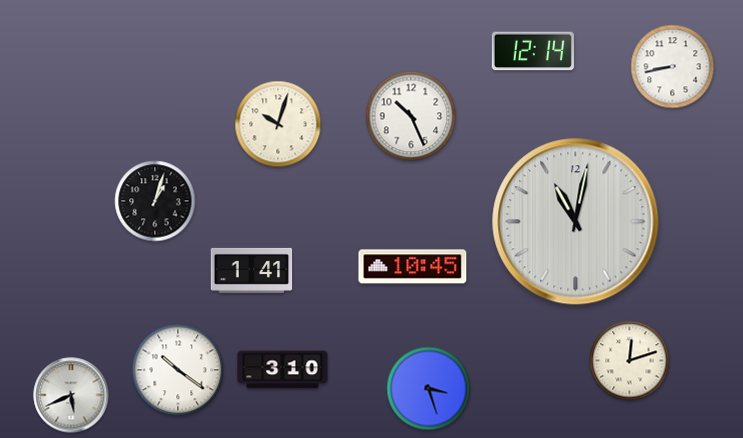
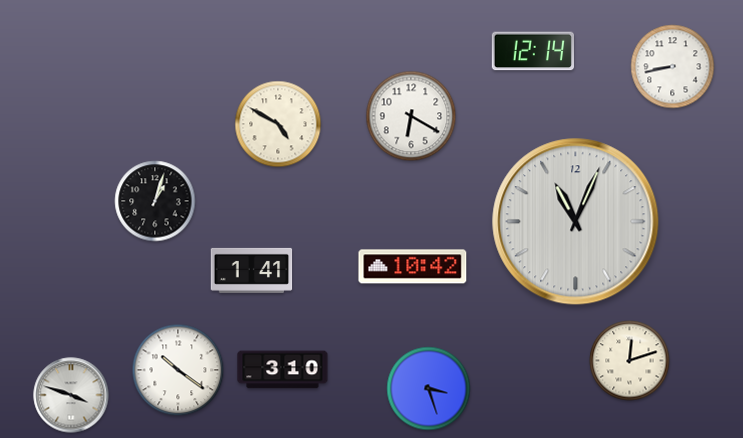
clock at (411, 116): 10:26 -> 6:20
clock at (278, 124): 10:03 -> 4:50
clock at (576, 222): 11:02 -> 11:04
clock at (413, 267): 10:45 -> 10:42
clock at (71, 395): 5:41 -> 3:48
